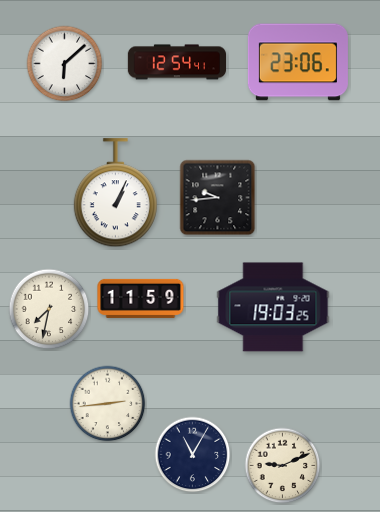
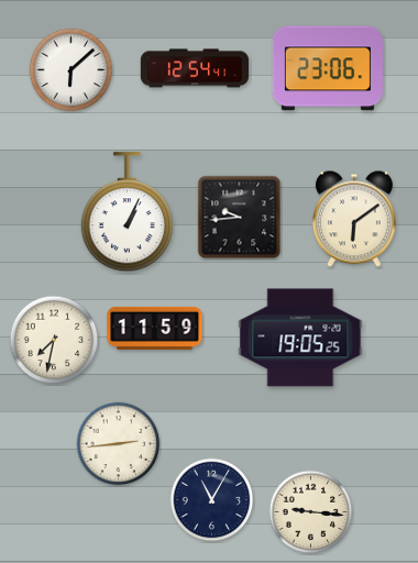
clock at (354, 219): none -> 6:09
clock at (273, 307): 19:03 -> 19:05
clock at (283, 466): 9:11 -> 9:16
